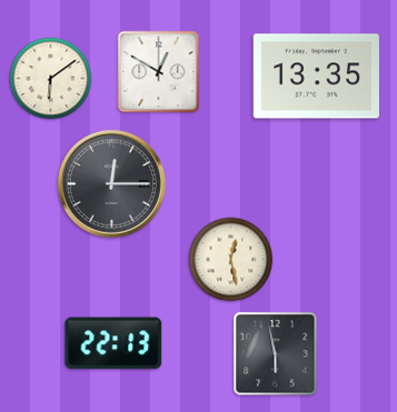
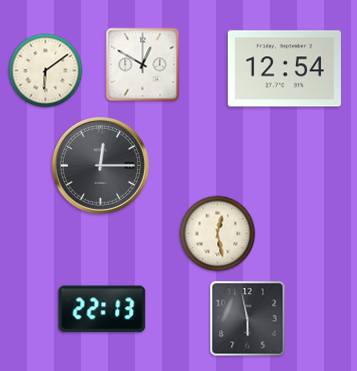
clock at (316, 77): 13:35 -> 12:54
clock at (231, 260) position: (231, 260) -> (218, 234)
